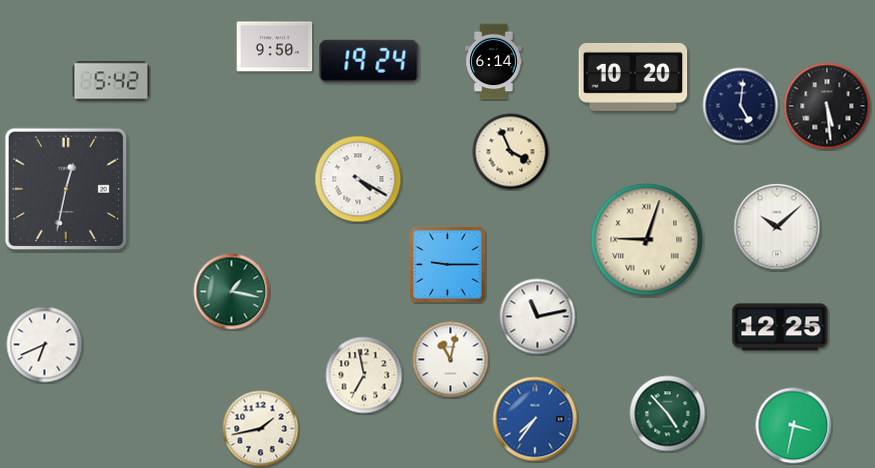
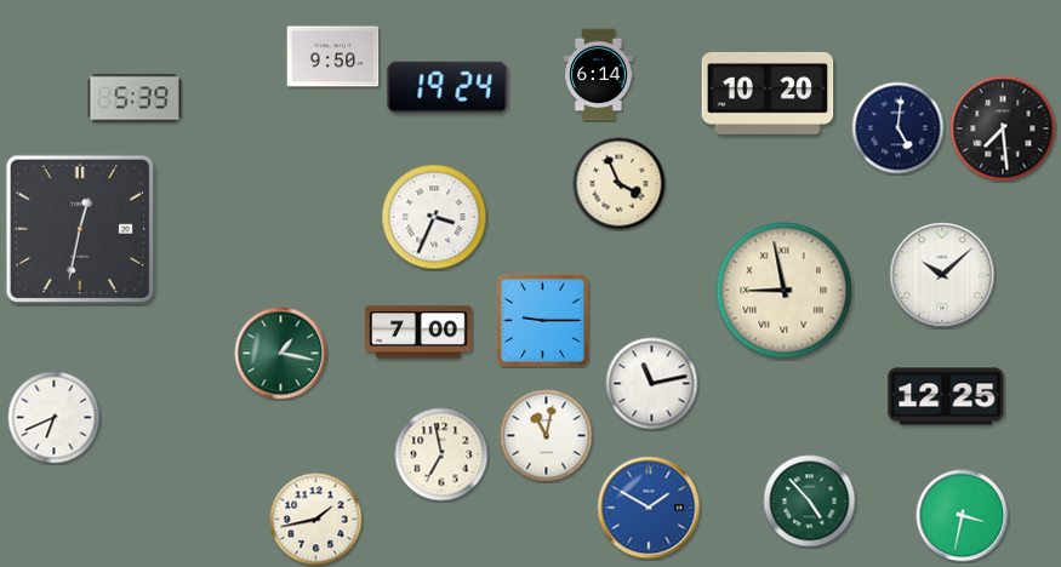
clock at (369, 61) position: (369, 61) -> (447, 87)
clock at (111, 81): 5:42 -> 5:39
clock at (827, 106): 5:29 -> 7:29
clock at (358, 179): 4:20 -> 3:34
clock at (647, 240): 9:03 -> 8:58
clock at (418, 332): none -> 7:00
clock at (535, 419): 7:36 -> 1:50
